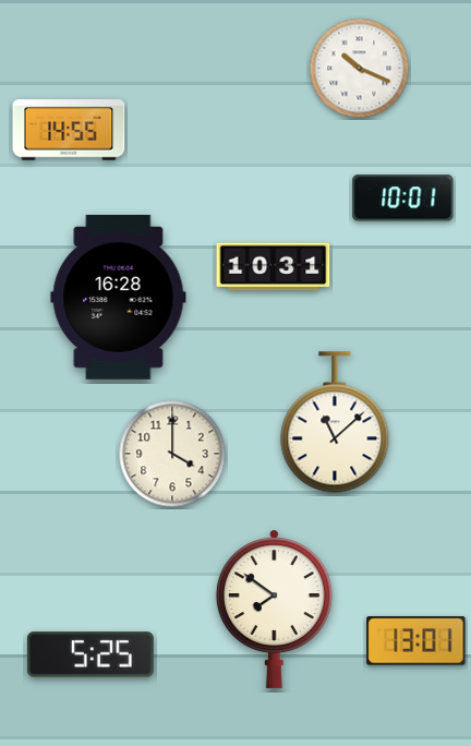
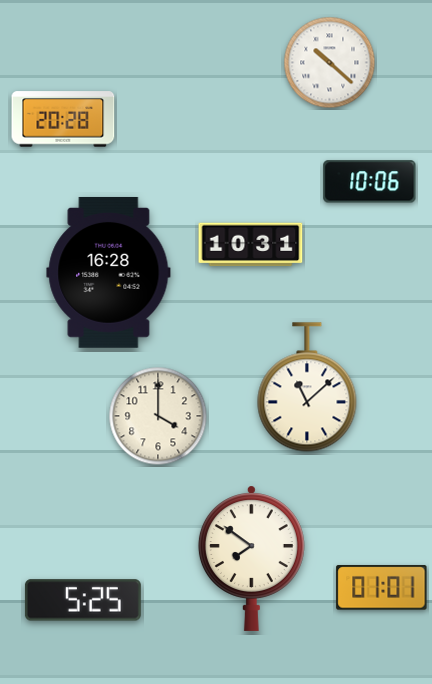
clock at (360, 69): 10:19 -> 10:22
clock at (69, 130): 14:55 -> 20:28
clock at (403, 198): 10:01 -> 10:06
clock at (416, 641): 13:01 -> 01:01
